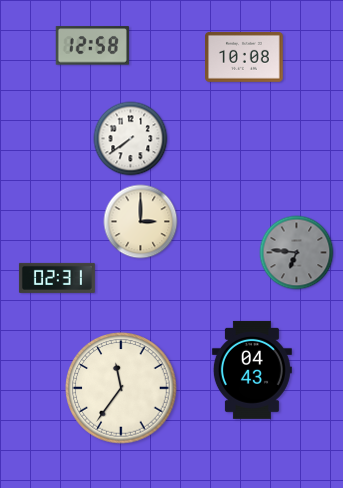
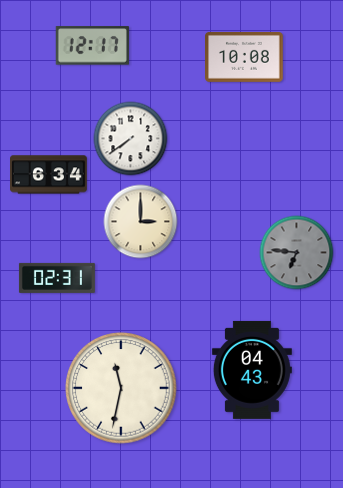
clock at (92, 46): 12:58 -> 12:17
clock at (49, 175): none -> 6:34
clock at (121, 388): 11:36 -> 11:32
